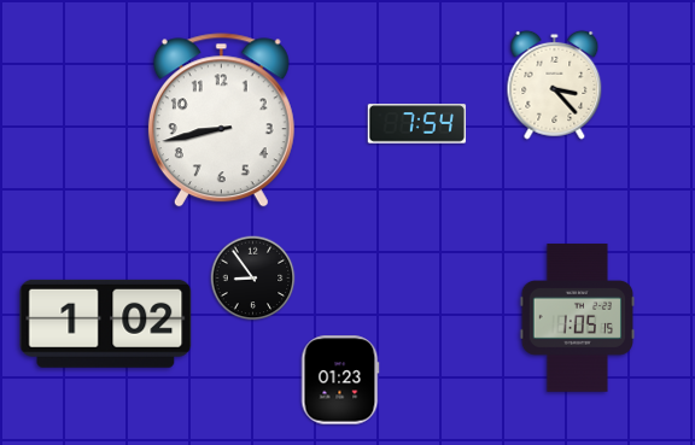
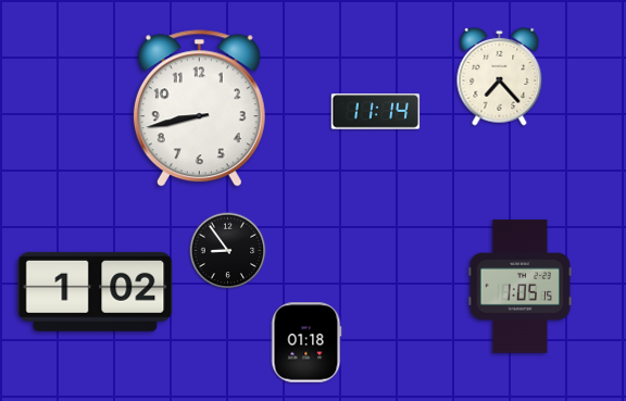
clock at (555, 84): 3:23 -> 7:23
clock at (417, 124): 7:54 -> 11:14
clock at (340, 380): 01:23 -> 01:18
